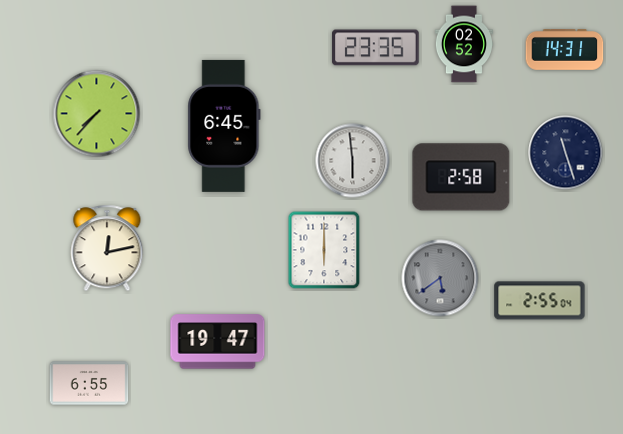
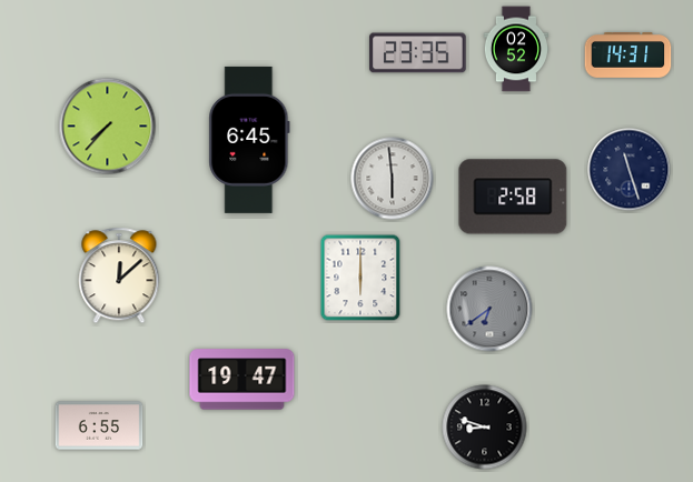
clock at (107, 248): 12:13 -> 12:08
clock at (440, 278): 5:39 -> 6:39
clock at (540, 301): 2:55 -> none
clock at (485, 428): none -> 8:48
